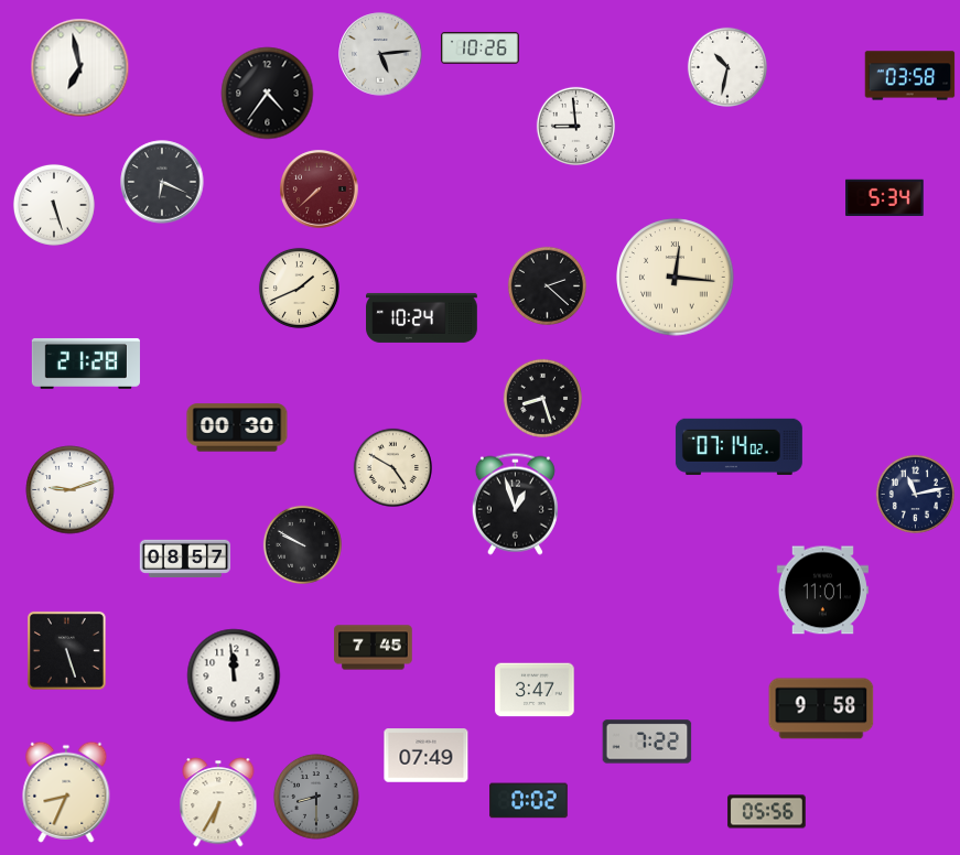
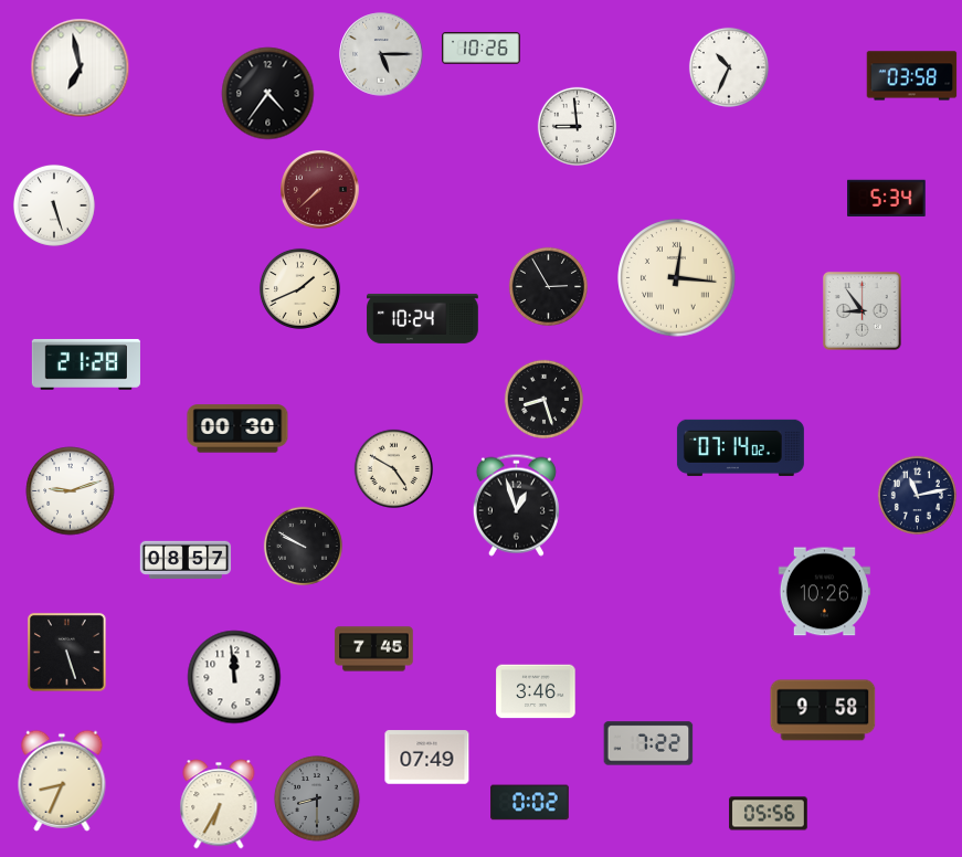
clock at (380, 54): 5:14 -> 5:15
clock at (727, 67): 10:32 -> 10:34
clock at (162, 182): 6:19 -> none
clock at (547, 285): 2:22 -> 2:55
clock at (861, 310): none -> 8:54
clock at (822, 591): 11:01 -> 10:26
clock at (535, 690): 3:47 -> 3:46
clock at (66, 792) position: (66, 792) -> (62, 781)
